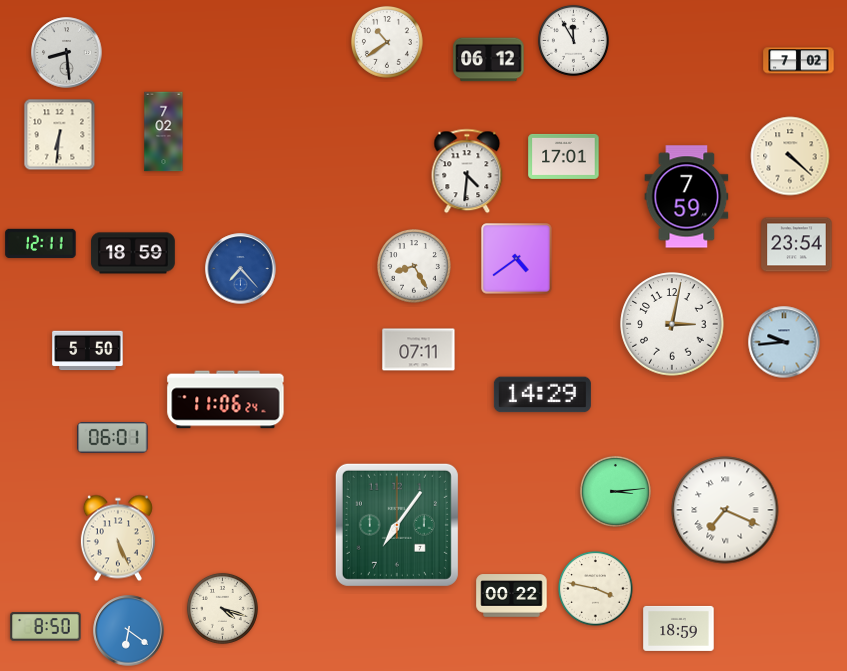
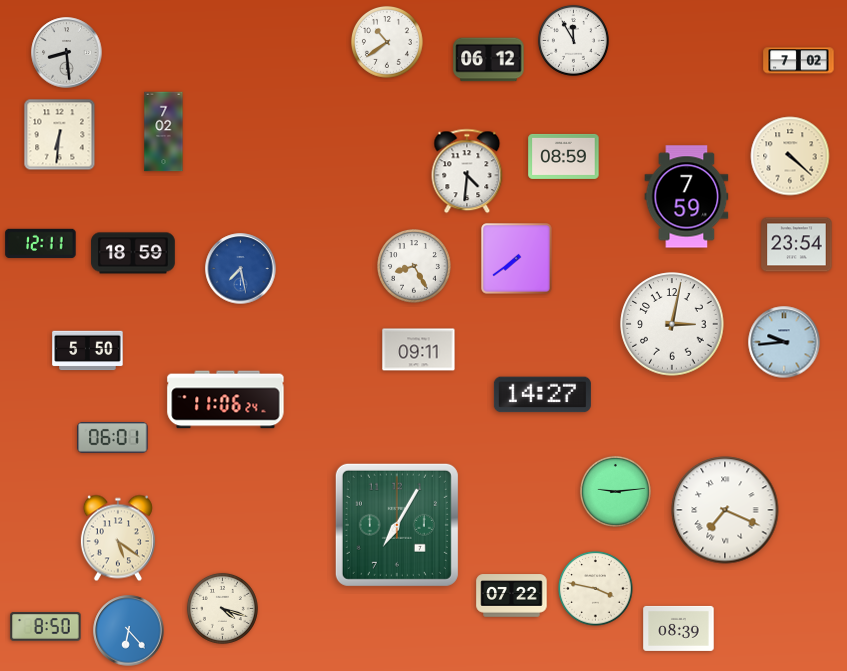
clock at (564, 156): 17:01 -> 08:59
clock at (517, 259): 4:39 -> 7:39
clock at (241, 269): 7:23 -> 7:28
clock at (419, 350): 07:11 -> 09:11
clock at (542, 395): 14:29 -> 14:27
clock at (615, 491): 3:14 -> 9:14
clock at (397, 525): 7:06 -> 7:05
clock at (118, 538): 5:26 -> 5:21
clock at (512, 596): 00:22 -> 07:22
clock at (679, 628): 18:59 -> 08:39
clock at (129, 631): 6:21 -> 6:23
